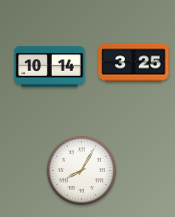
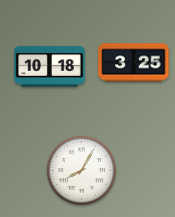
clock at (50, 67): 10:14 -> 10:18
